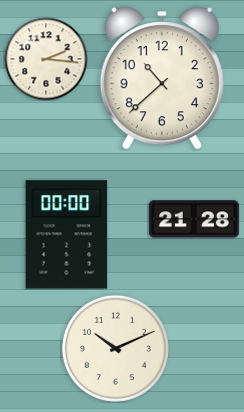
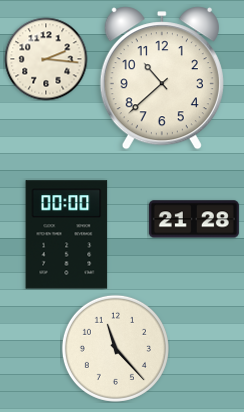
clock at (115, 348): 10:11 -> 11:23
